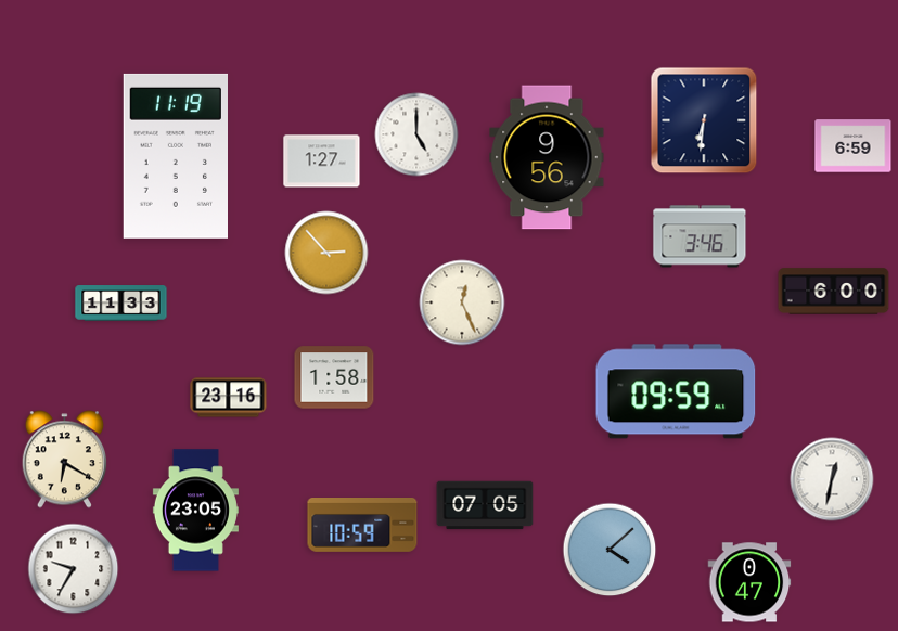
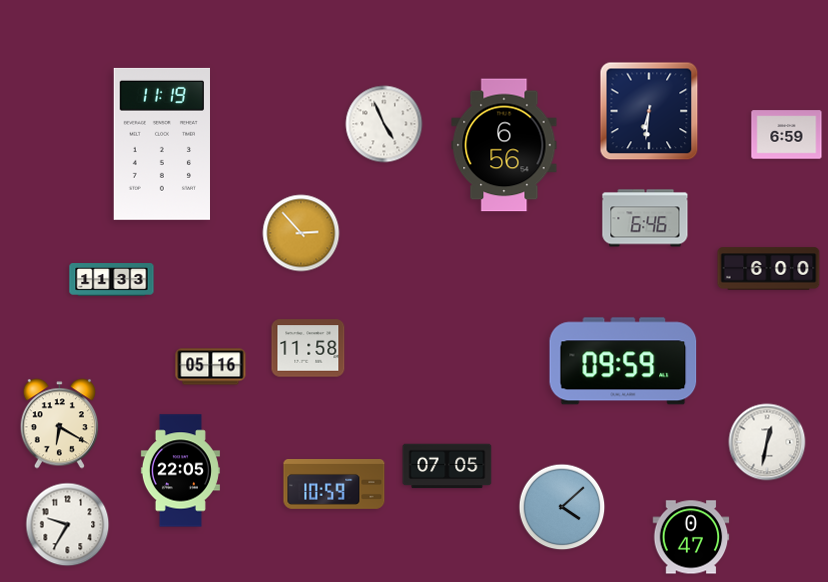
clock at (416, 134): 5:00 -> 4:56
clock at (547, 157): 9:56 -> 6:56
clock at (322, 162): 1:27 -> none
clock at (700, 236): 3:46 -> 6:46
clock at (462, 302): 12:26 -> none
clock at (334, 377): 1:58 -> 11:58
clock at (229, 398): 23:16 -> 05:16
clock at (195, 511): 23:05 -> 22:05
